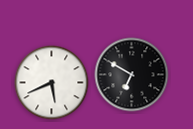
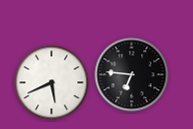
clock at (132, 75): 6:50 -> 6:46
